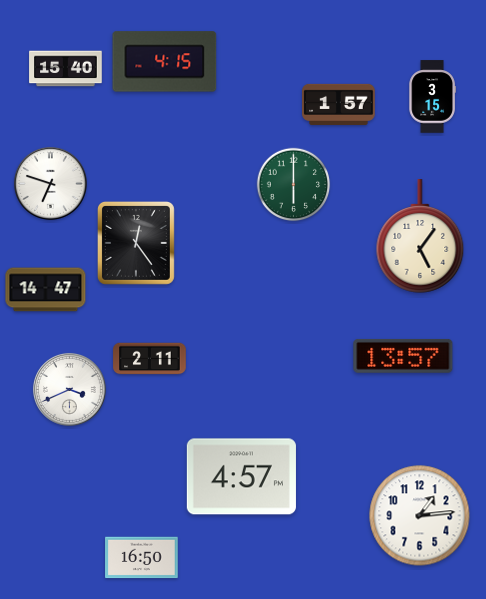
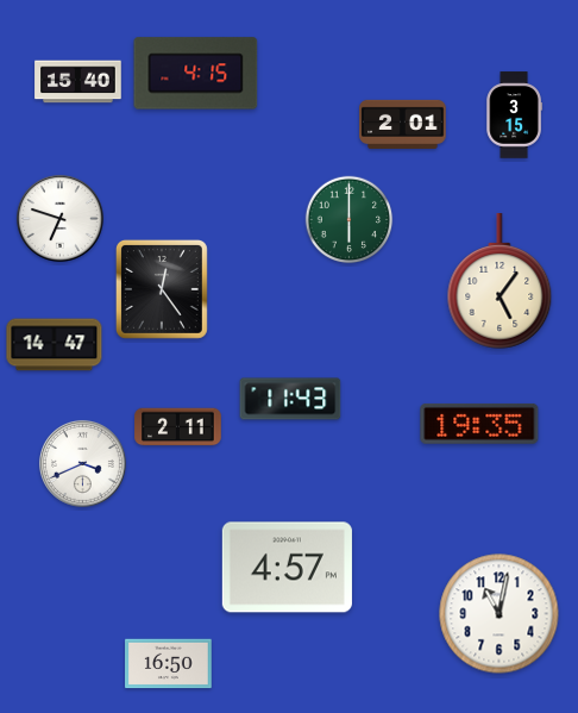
clock at (339, 104): 1:57 -> 2:01
clock at (290, 399): none -> 11:43
clock at (403, 356): 13:57 -> 19:35
clock at (420, 516): 1:14 -> 11:02
